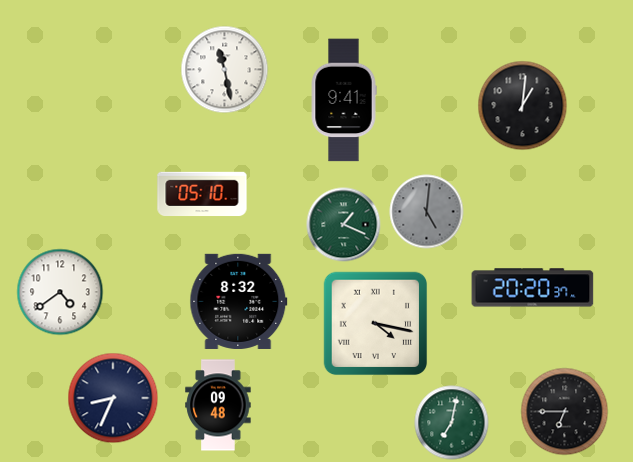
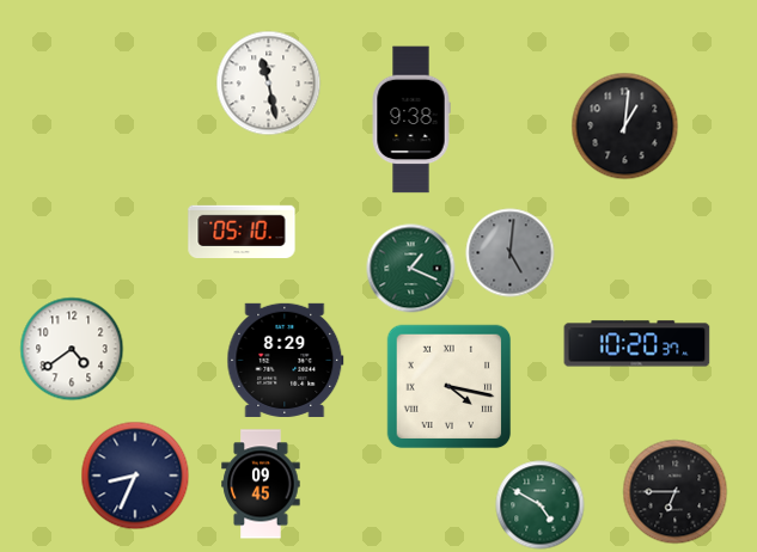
clock at (344, 100): 9:41 -> 9:38
clock at (533, 288): 20:20 -> 10:20
clock at (239, 301): 8:32 -> 8:29
clock at (218, 405): 09:48 -> 09:45
clock at (452, 423): 7:02 -> 4:50
